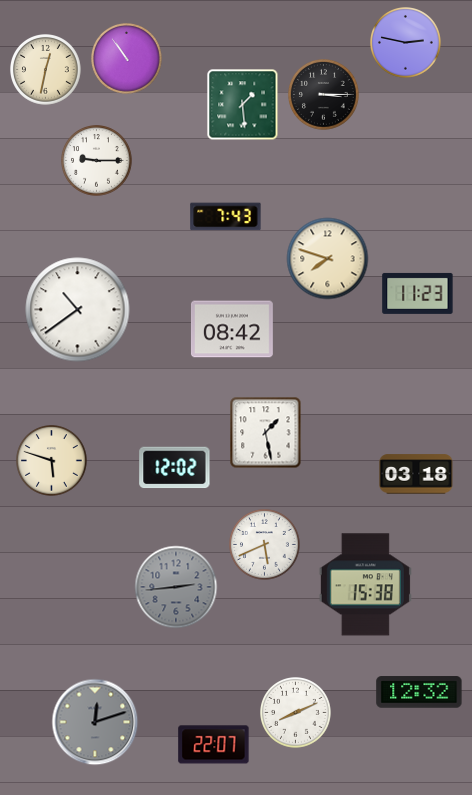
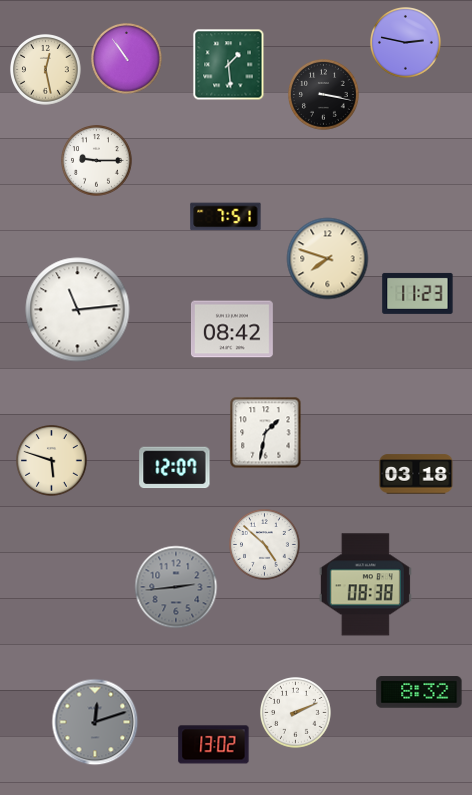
clock at (46, 70): 12:32 -> 12:28
clock at (324, 95): 3:15 -> 3:17
clock at (243, 105) position: (243, 105) -> (229, 65)
clock at (226, 217): 7:43 -> 7:51
clock at (78, 310): 10:39 -> 11:14
clock at (266, 433): 1:28 -> 1:32
clock at (175, 468): 12:02 -> 12:07
clock at (265, 545): 5:41 -> 4:52
clock at (365, 585): 15:38 -> 08:38
clock at (419, 692): 12:32 -> 8:32
clock at (296, 713): 8:11 -> 2:11
clock at (214, 745): 22:07 -> 13:02
